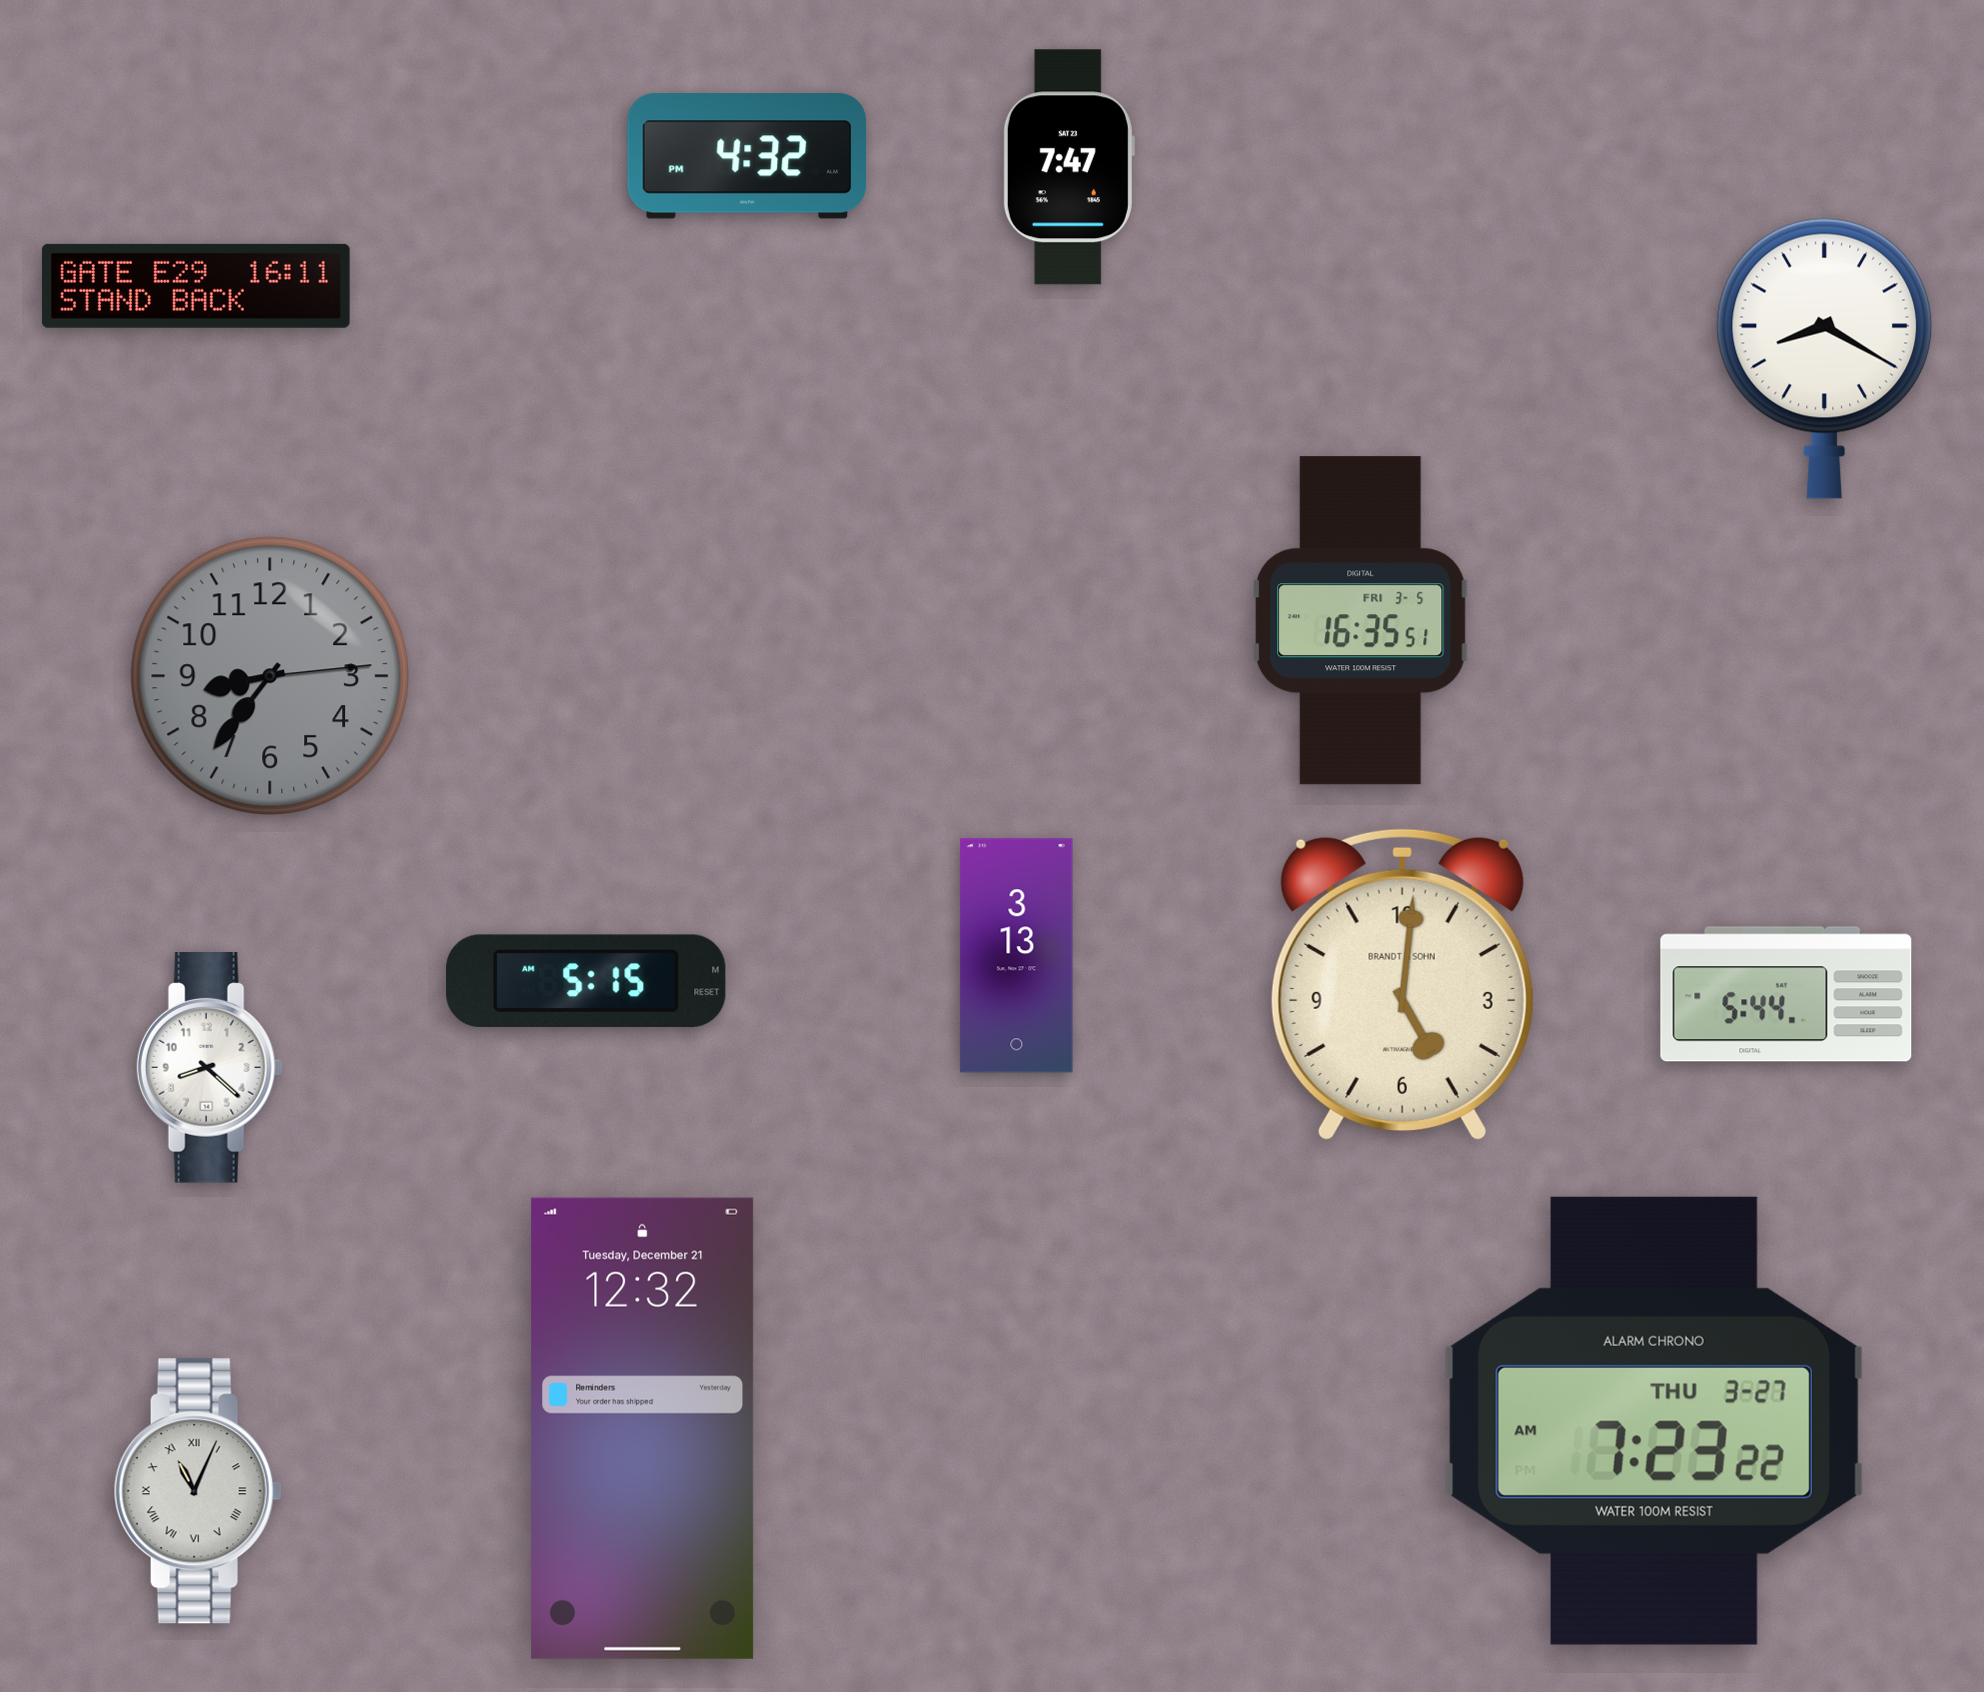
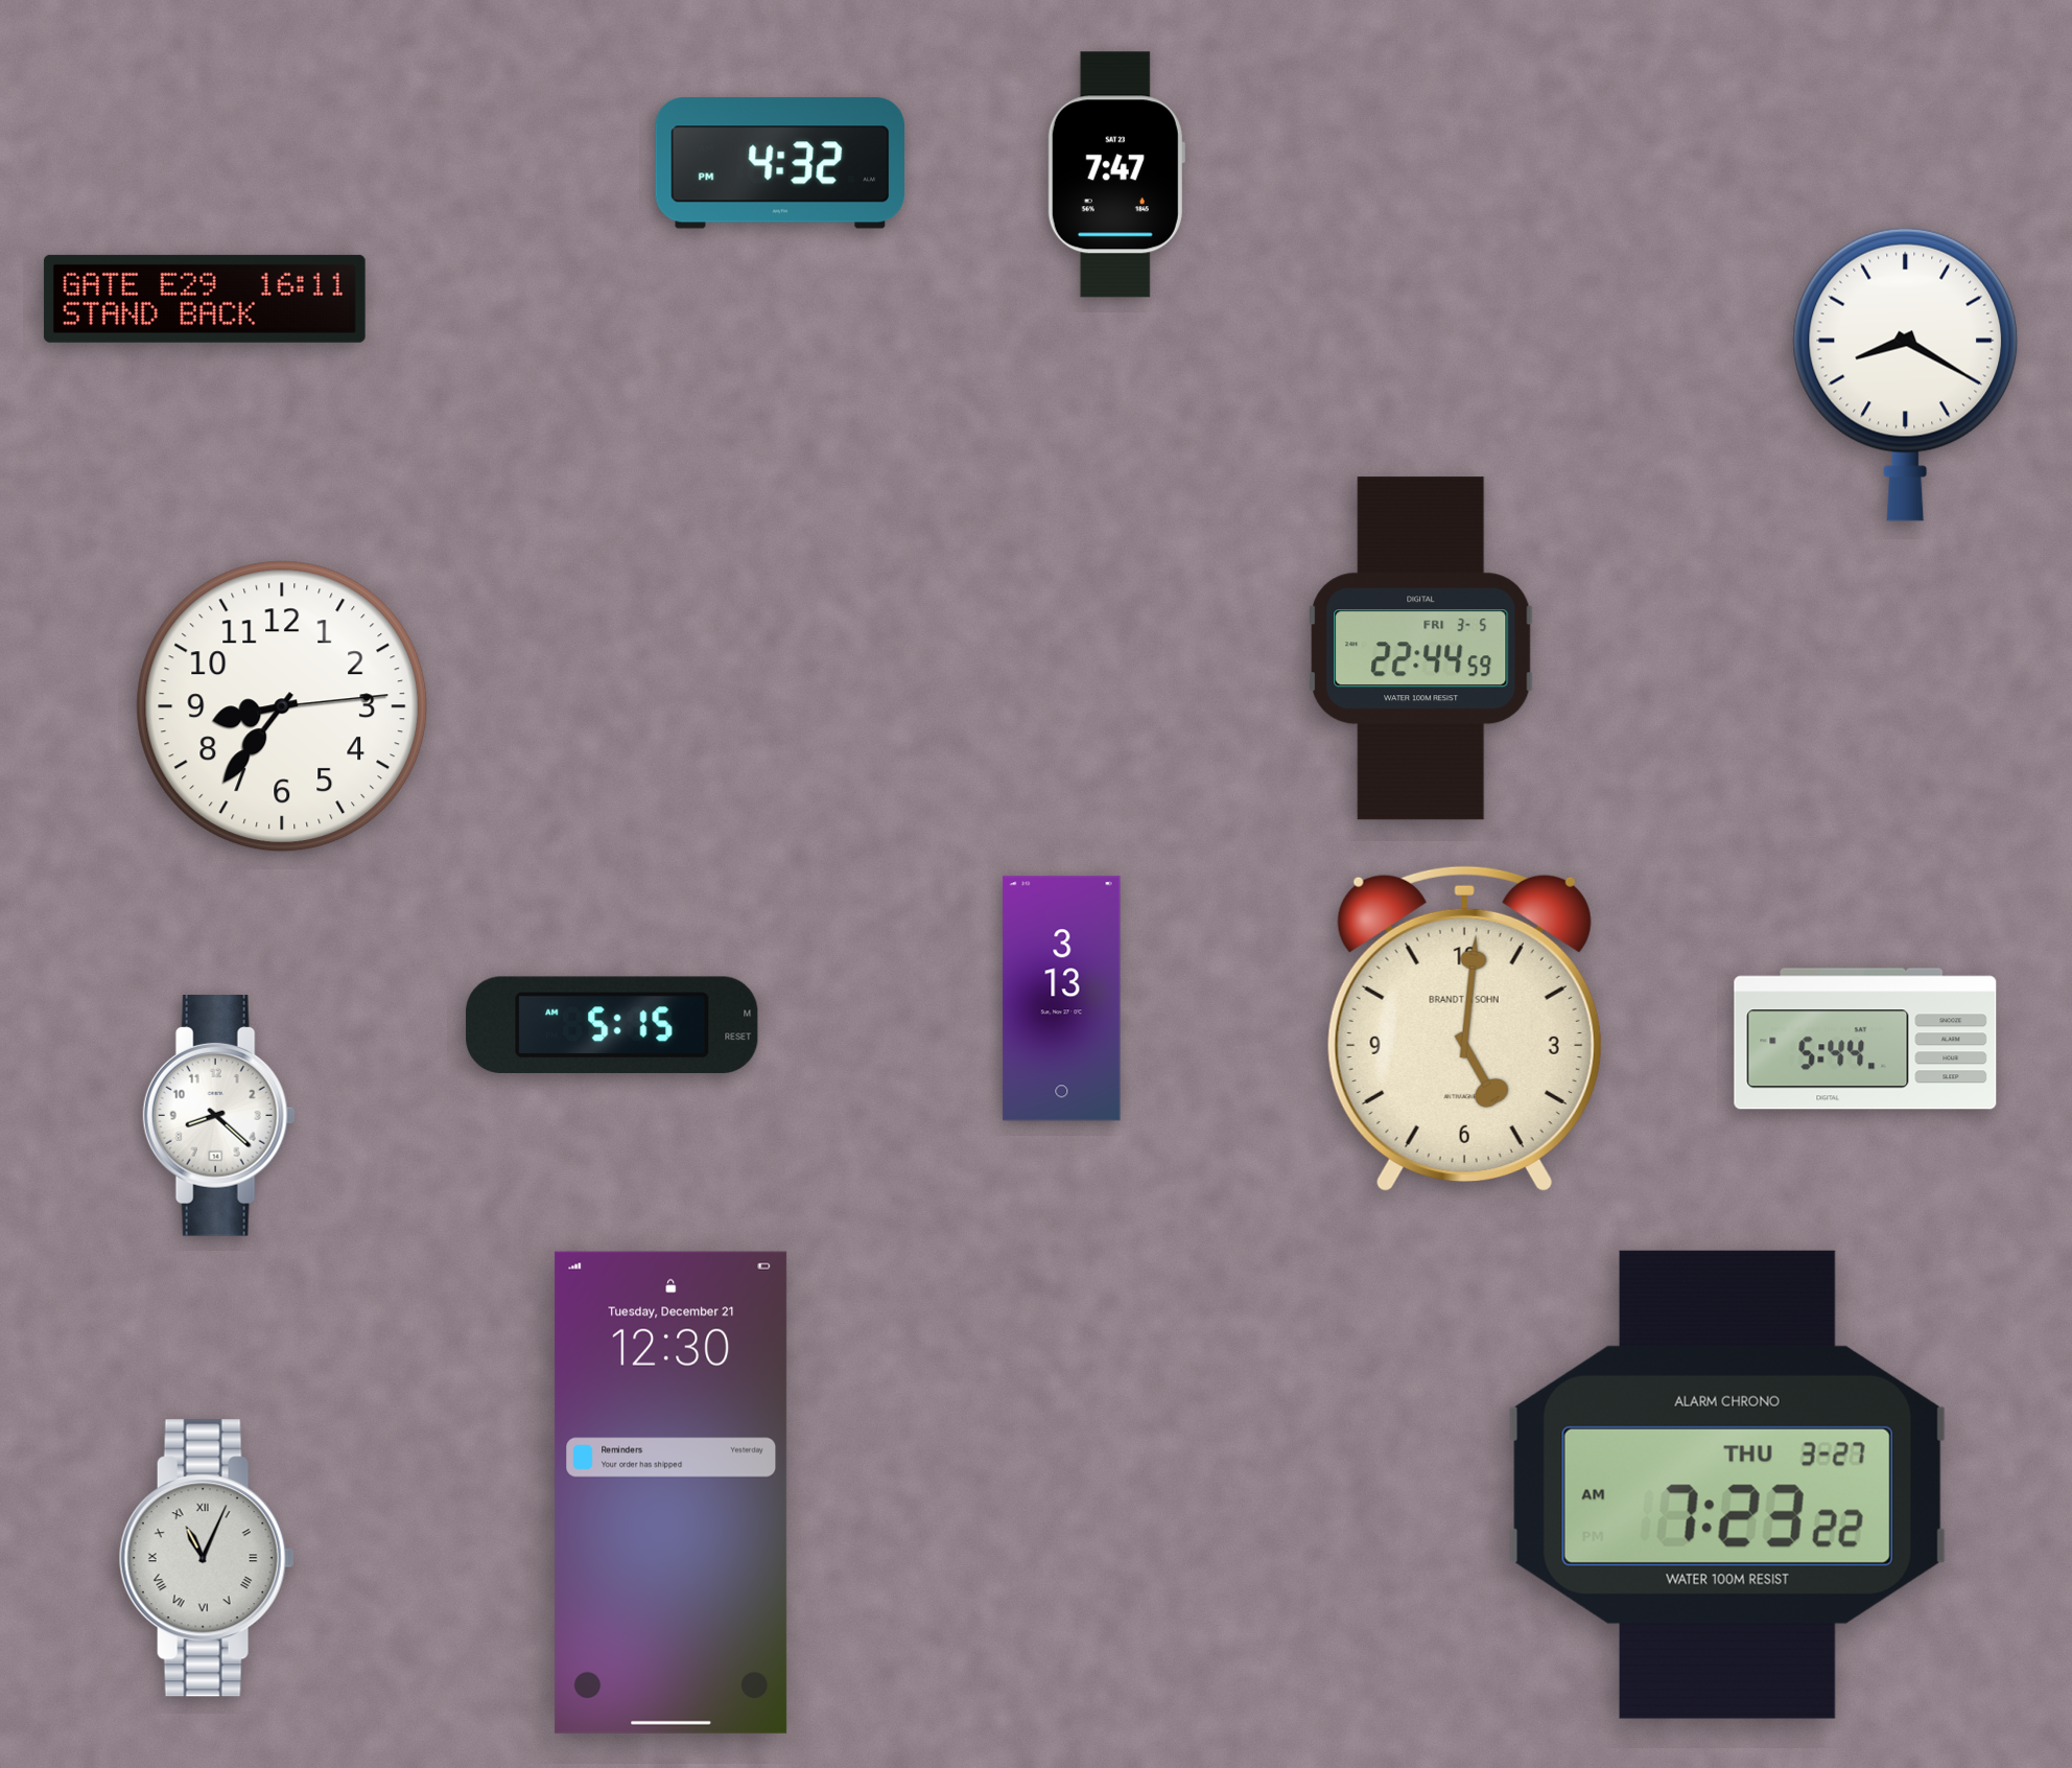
clock at (1361, 621): 16:35 -> 22:44
clock at (270, 676) dial: grey -> white
clock at (643, 1428): 12:32 -> 12:30
